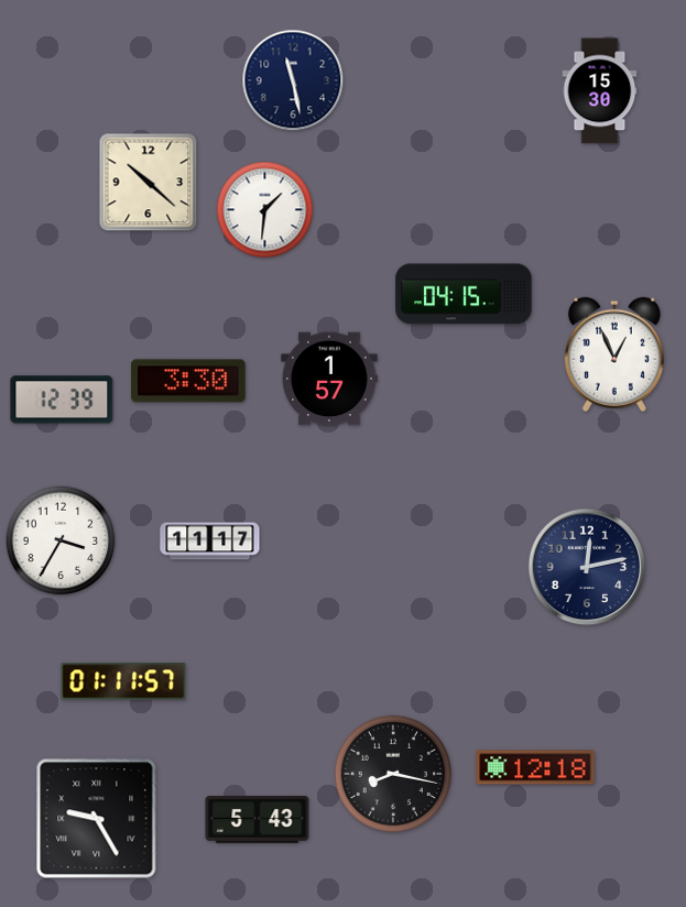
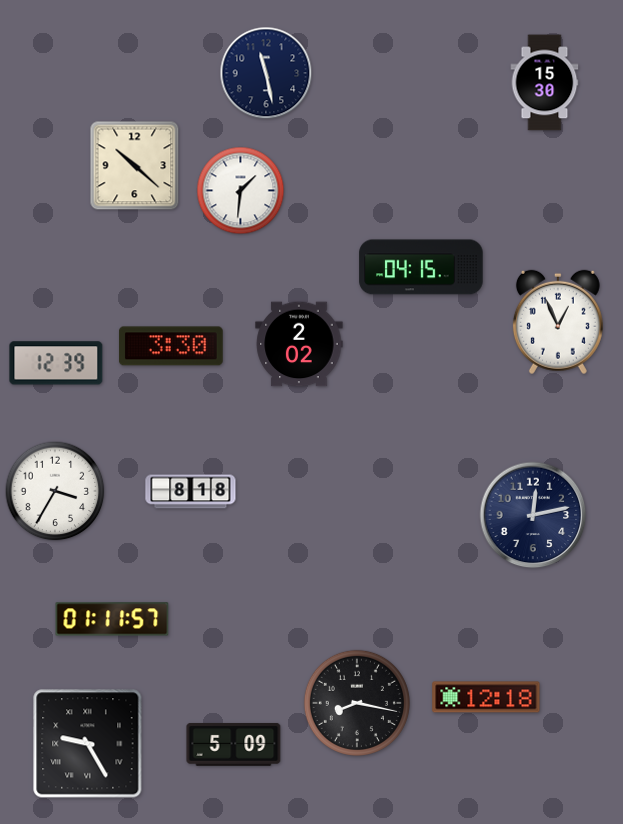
clock at (329, 379): 1:57 -> 2:02
clock at (210, 542): 11:17 -> 8:18
clock at (258, 819): 5:43 -> 5:09
